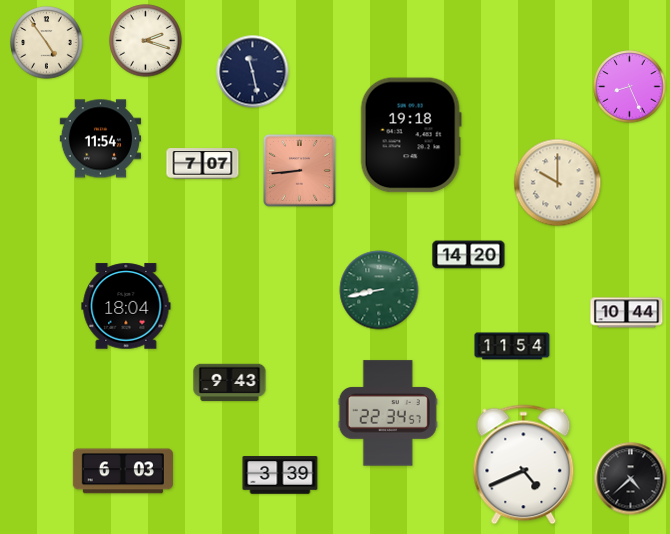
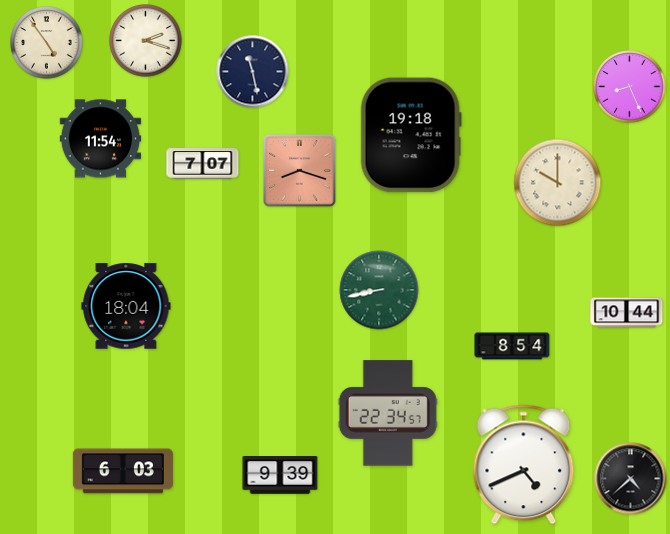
clock at (300, 171): 8:44 -> 8:18
clock at (469, 255): 14:20 -> none
clock at (512, 346): 11:54 -> 8:54
clock at (230, 383): 9:43 -> none
clock at (280, 475): 3:39 -> 9:39
